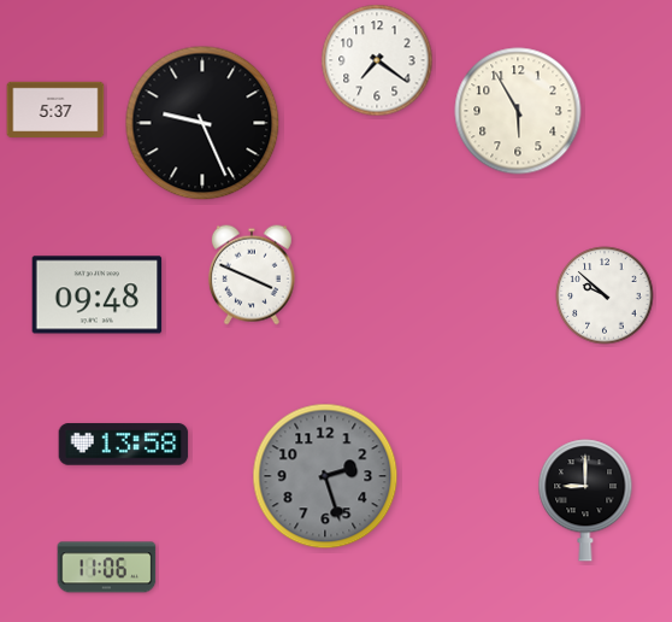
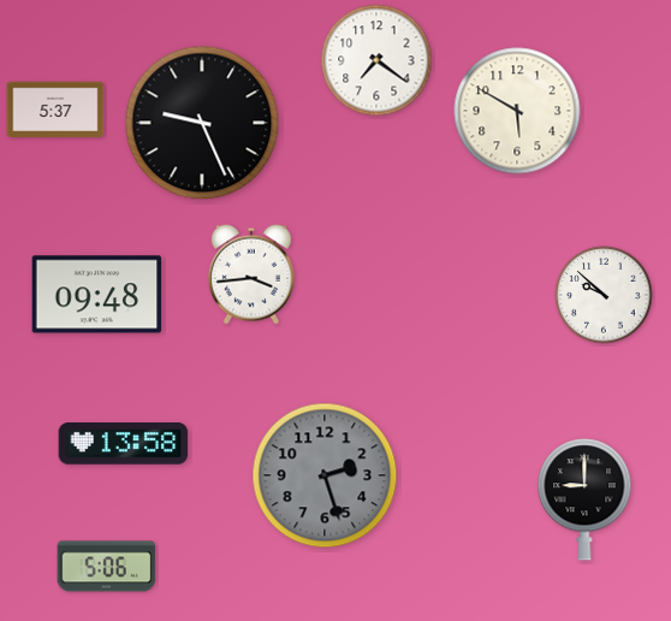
clock at (518, 111): 5:55 -> 5:50
clock at (252, 275): 3:49 -> 3:44
clock at (107, 568): 11:06 -> 5:06
